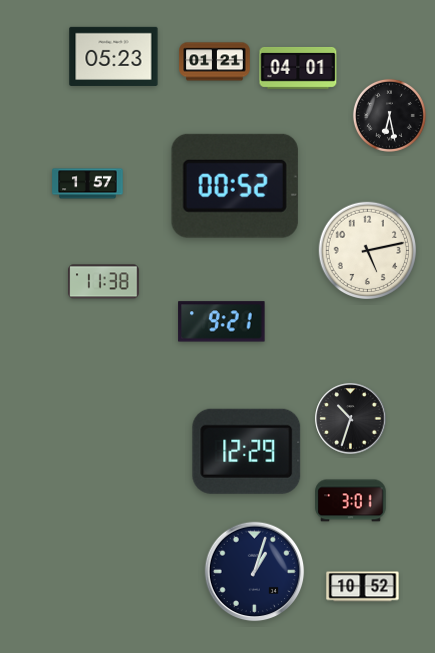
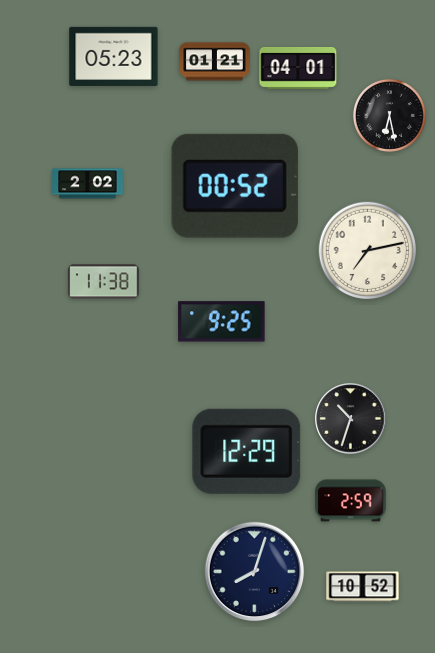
clock at (88, 184): 1:57 -> 2:02
clock at (367, 250): 5:13 -> 7:13
clock at (222, 322): 9:21 -> 9:25
clock at (351, 501): 3:01 -> 2:59
clock at (255, 572): 1:03 -> 8:03
